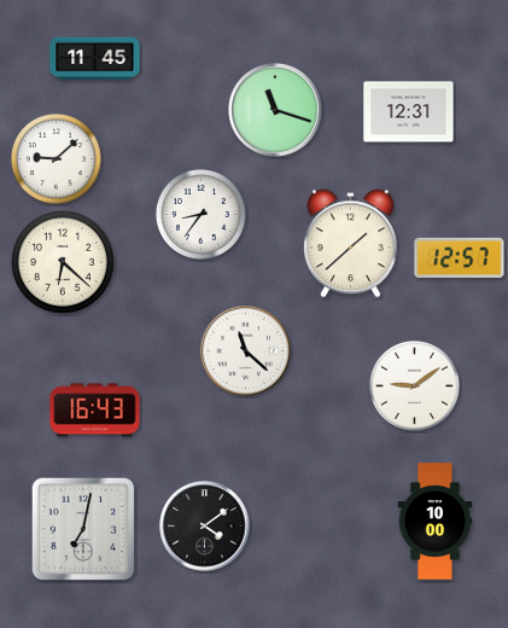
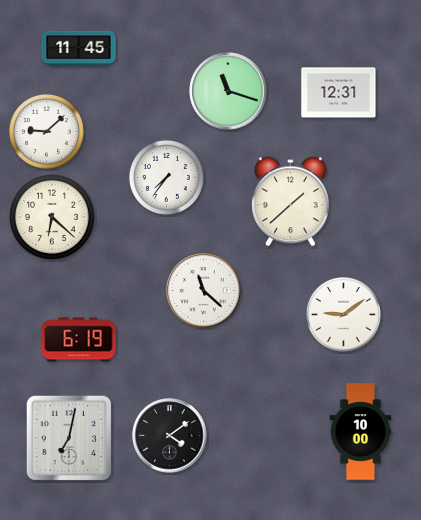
clock at (200, 214): 8:36 -> 7:36
clock at (460, 257): 12:57 -> none
clock at (414, 385) position: (414, 385) -> (343, 314)
clock at (95, 411): 16:43 -> 6:19
